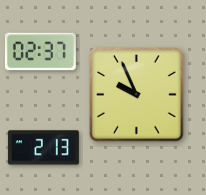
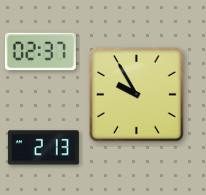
clock at (137, 95): 9:56 -> 9:55
